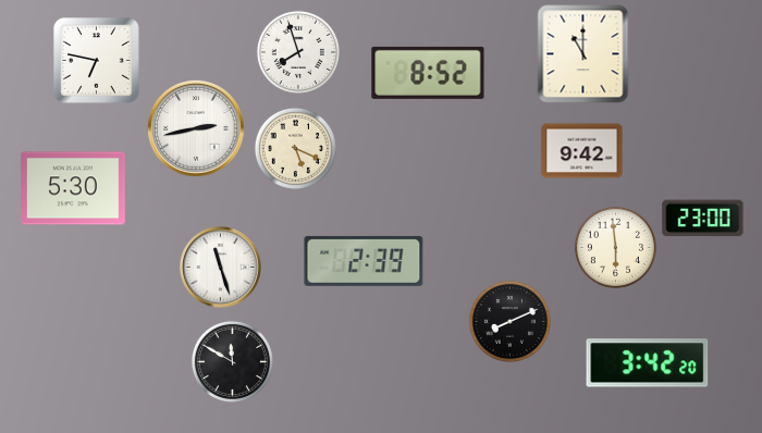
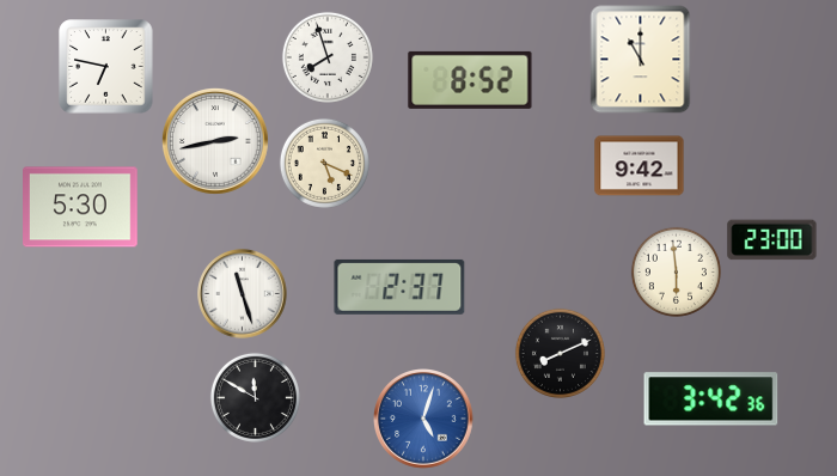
clock at (364, 261): 2:39 -> 2:37
clock at (648, 363): 3:42:20 -> 3:42:36
clock at (423, 419): none -> 5:03
